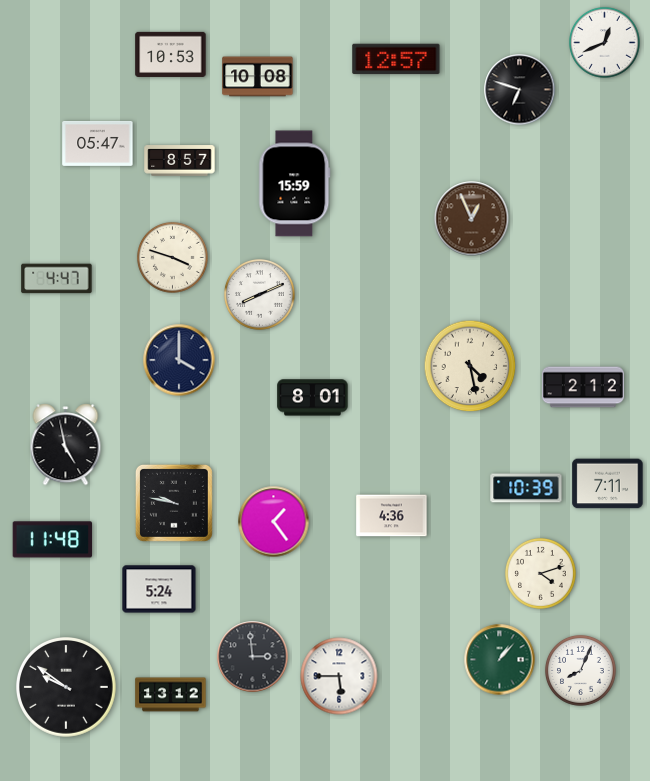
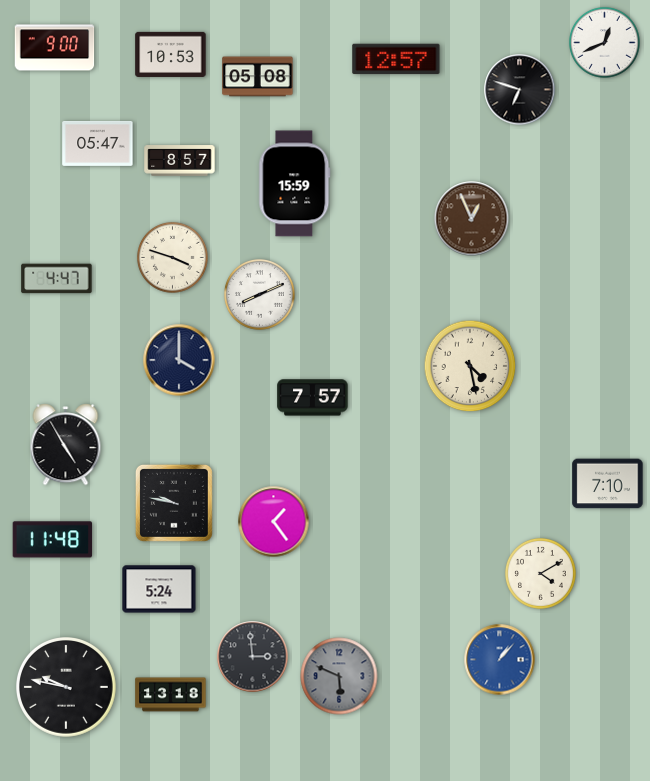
clock at (55, 48): none -> 9:00
clock at (258, 77): 10:08 -> 05:08
clock at (583, 387): 2:12 -> none
clock at (313, 398): 8:01 -> 7:57
clock at (66, 445): 4:58 -> 4:55
clock at (608, 484): 7:11 -> 7:10
clock at (526, 488): 10:39 -> none
clock at (392, 516): 4:36 -> none
clock at (540, 573): 4:12 -> 4:10
clock at (500, 660) dial: green -> blue
clock at (580, 670): 8:04 -> none
clock at (339, 676): 5:45 -> 5:49
clock at (339, 676) dial: white -> grey
clock at (67, 688): 9:51 -> 9:47
clock at (171, 695): 13:12 -> 13:18
